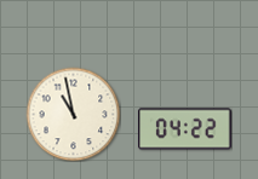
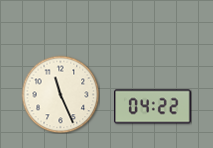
clock at (73, 114): 10:58 -> 11:26
